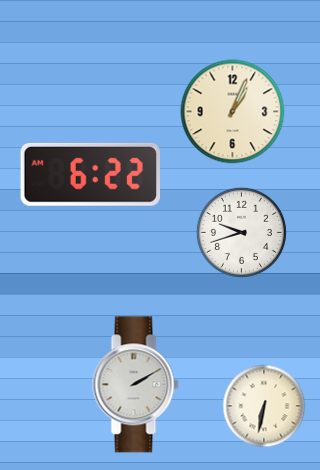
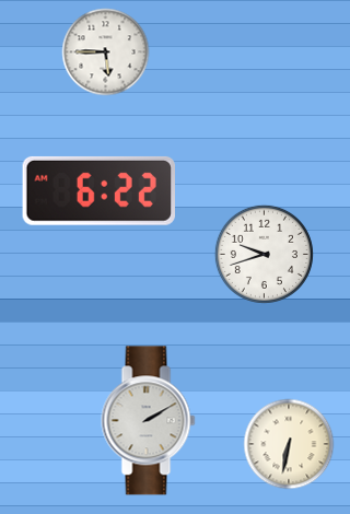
clock at (106, 52): none -> 5:45
clock at (233, 112): 1:04 -> none
